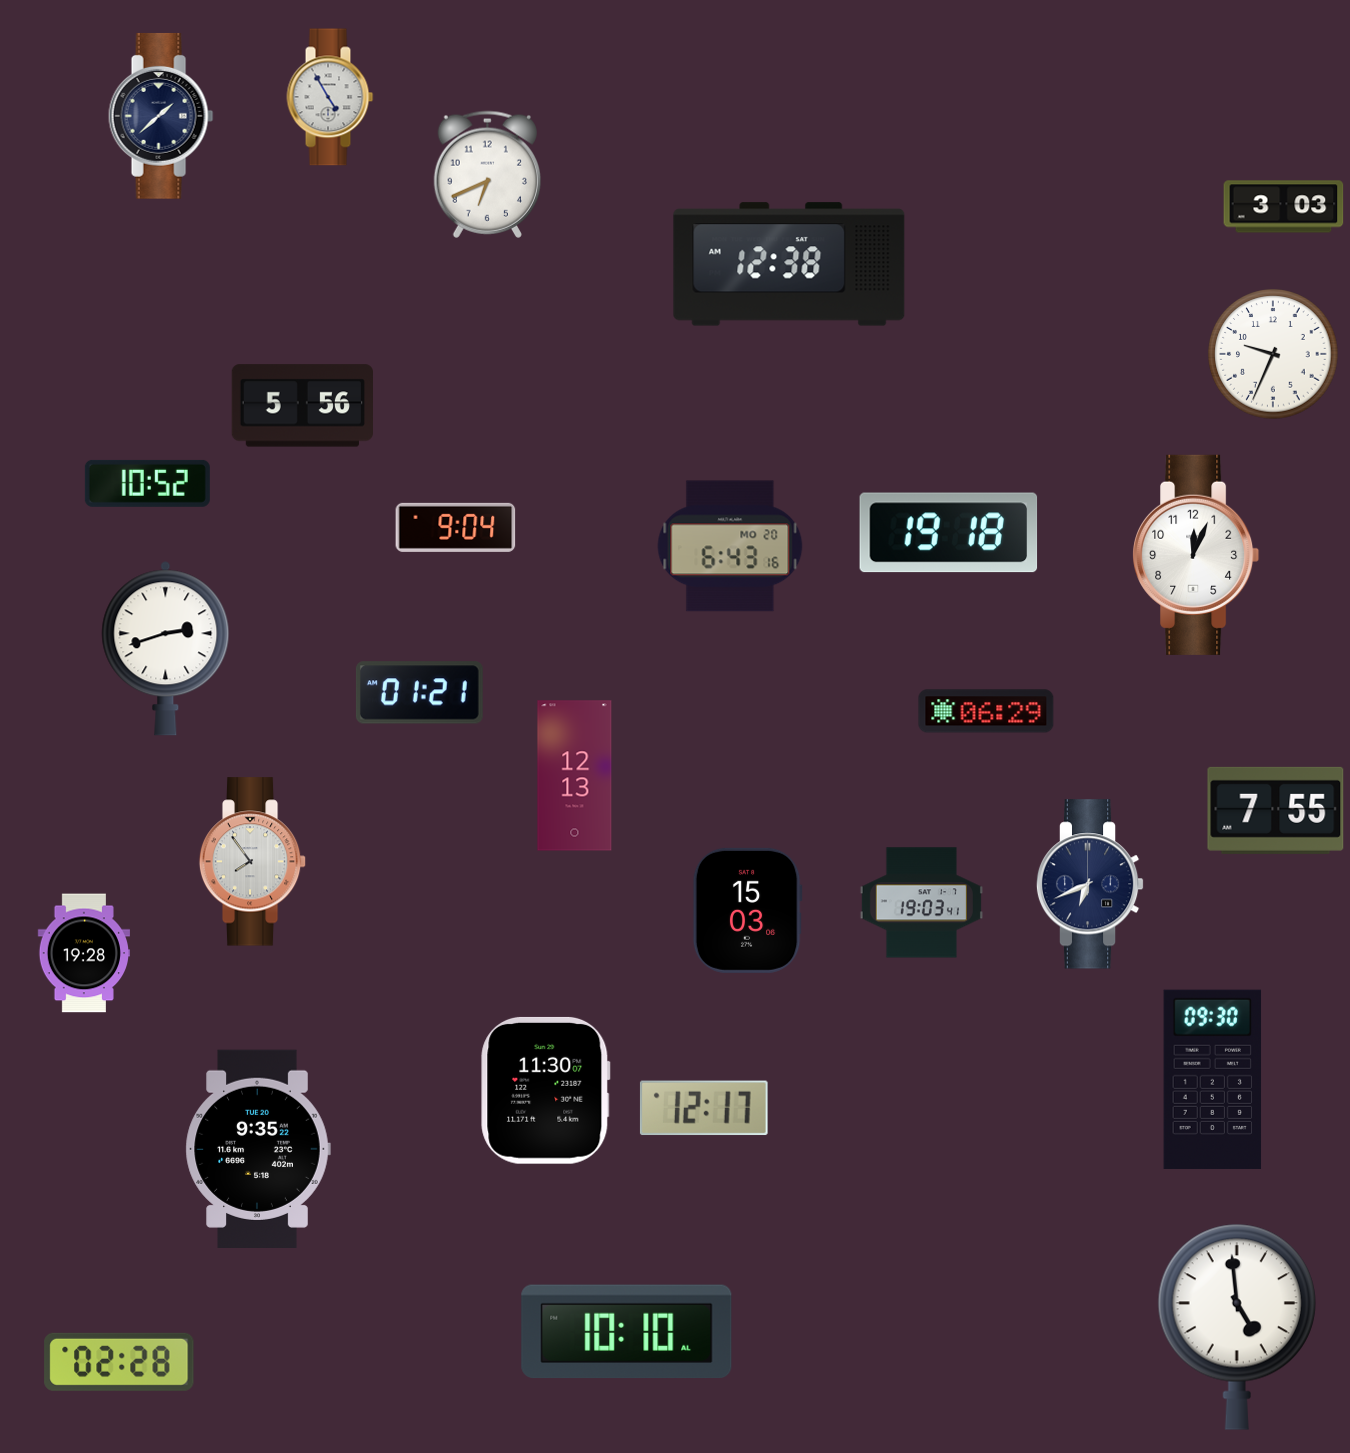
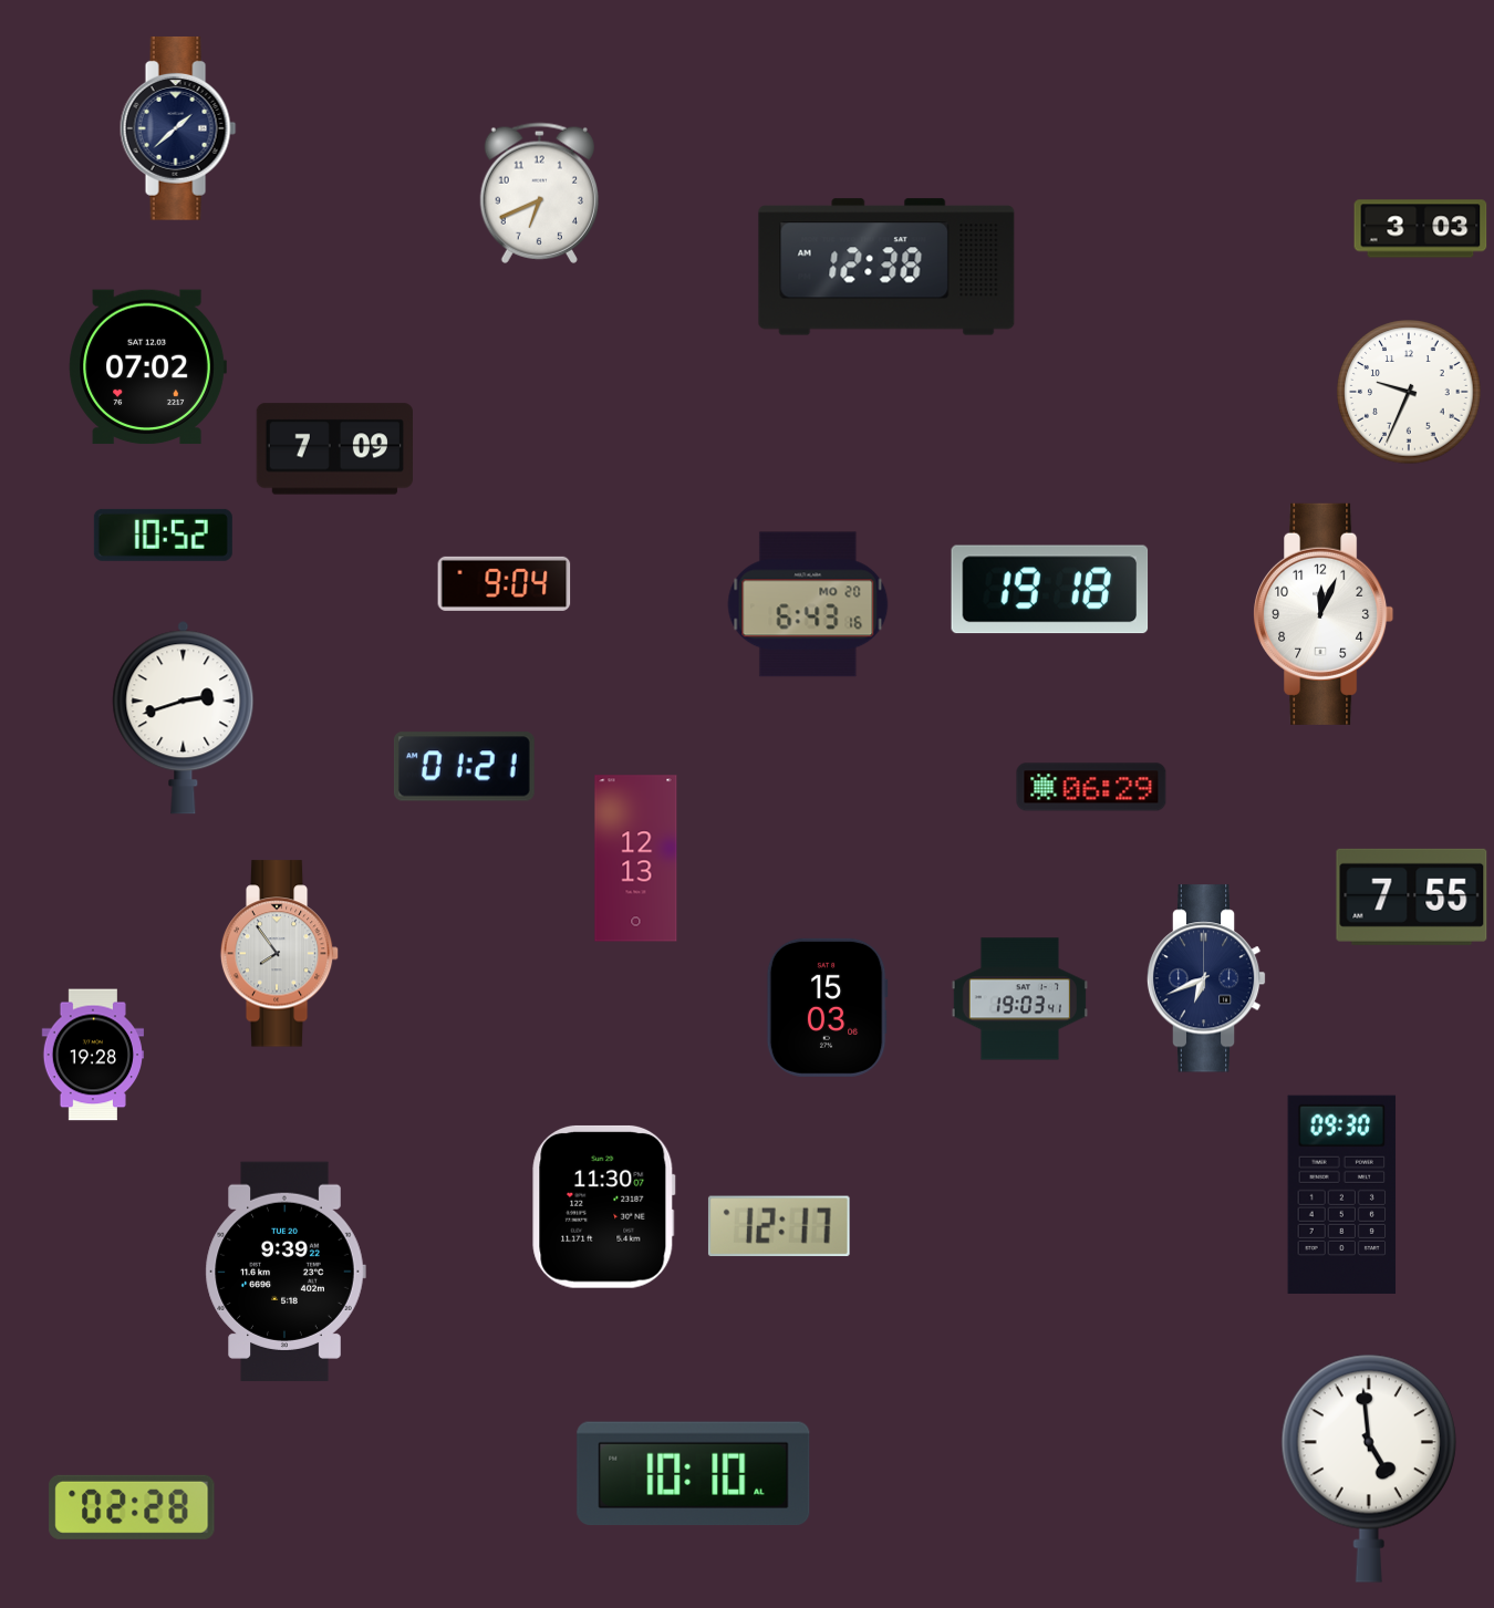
clock at (330, 97): 4:55 -> none
clock at (789, 264) position: (789, 264) -> (886, 267)
clock at (147, 367): none -> 07:02
clock at (302, 406): 5:56 -> 7:09
clock at (258, 1148): 9:35 -> 9:39
